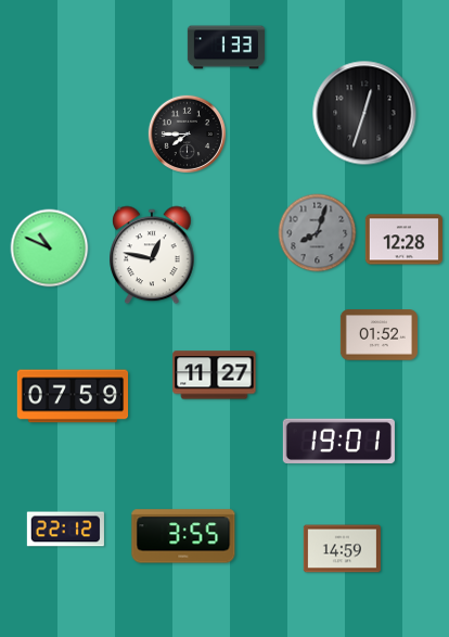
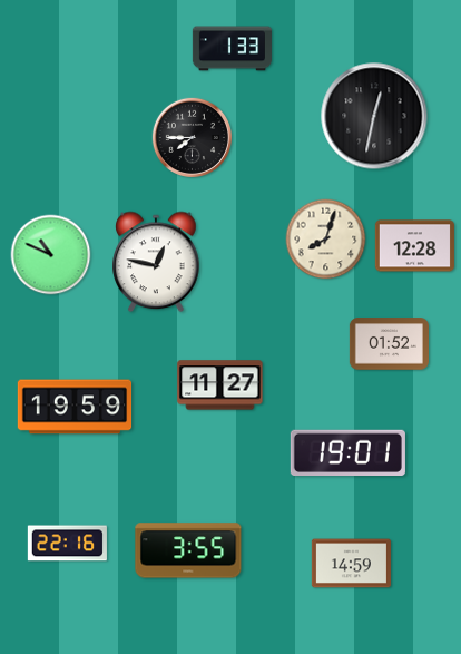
clock at (364, 113): 12:33 -> 12:32
clock at (318, 233) dial: grey -> cream
clock at (73, 396): 07:59 -> 19:59
clock at (65, 530): 22:12 -> 22:16
